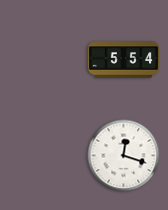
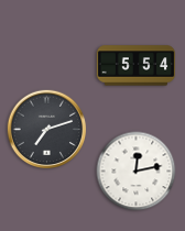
clock at (47, 130): none -> 7:12
clock at (124, 156): 12:18 -> 12:13
